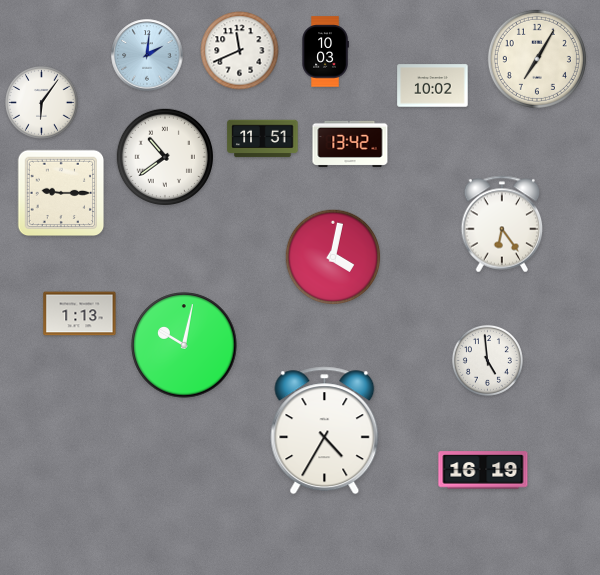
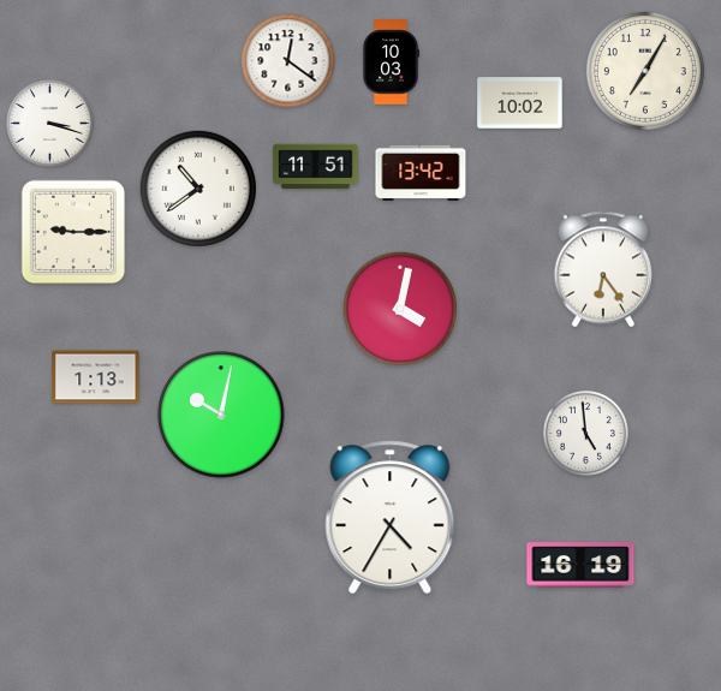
clock at (240, 51): 11:41 -> 12:21
clock at (147, 55): 2:01 -> none
clock at (42, 103): 6:06 -> 3:18
